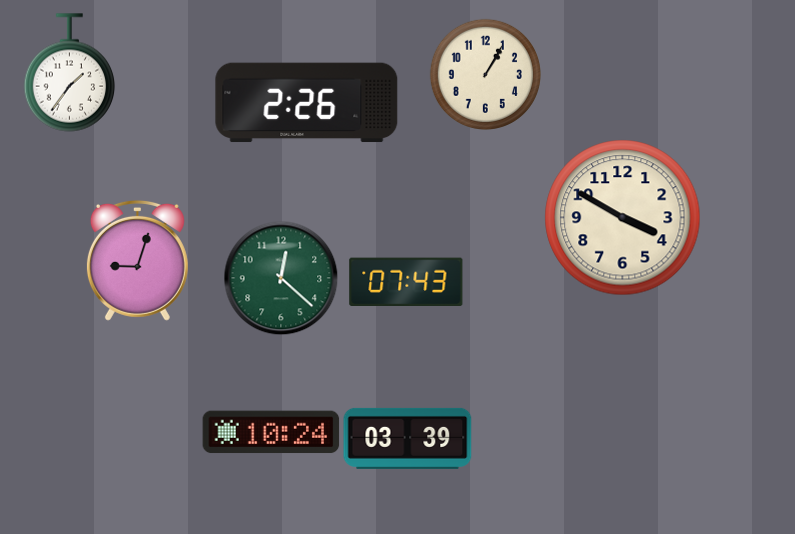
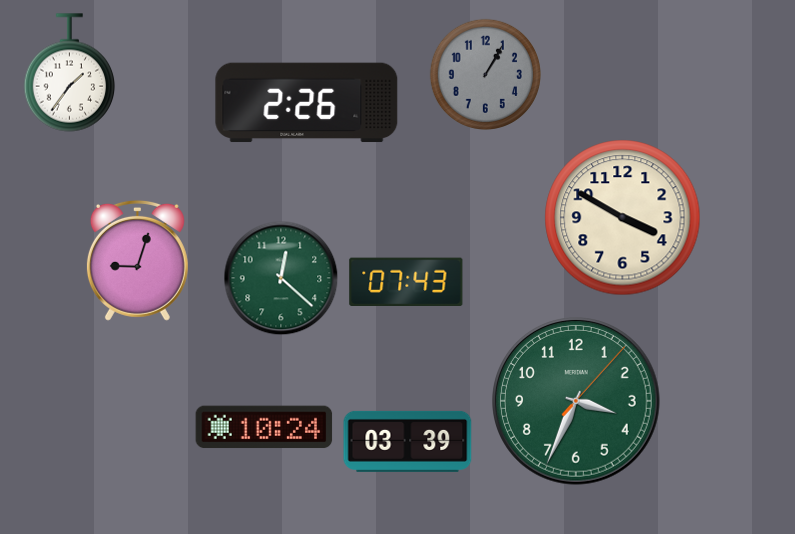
clock at (485, 74) dial: cream -> grey
clock at (576, 401): none -> 3:34
clock at (271, 432) position: (271, 432) -> (264, 427)
clock at (408, 438) position: (408, 438) -> (408, 441)
